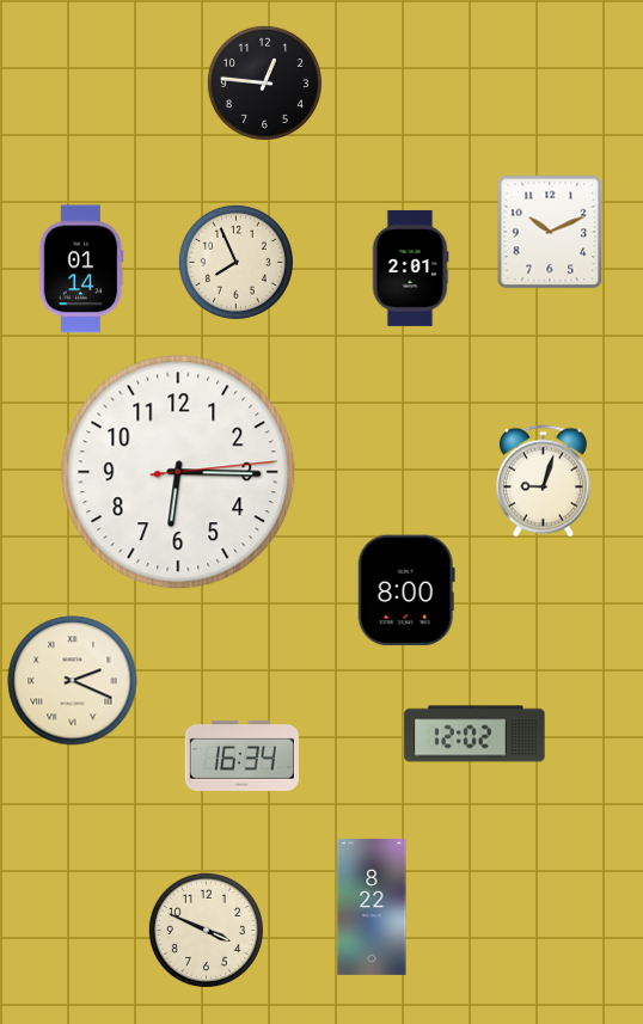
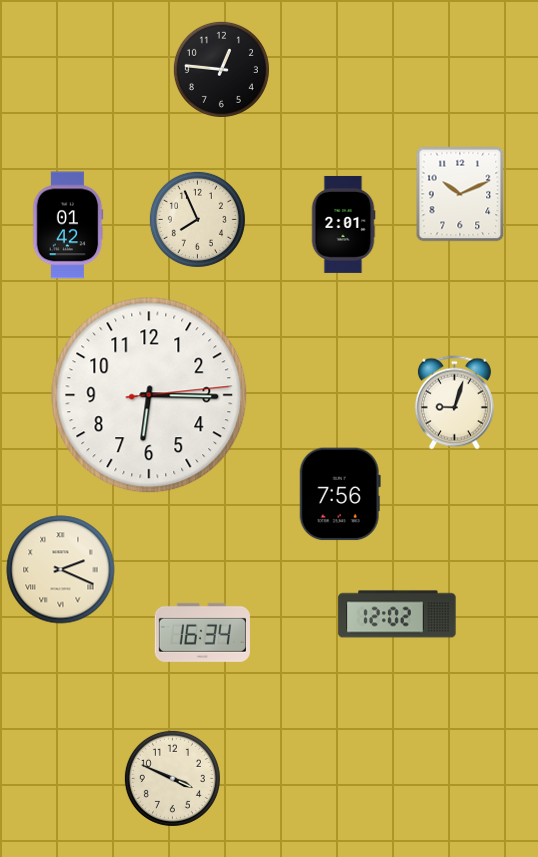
clock at (81, 269): 01:14 -> 01:42
clock at (406, 590): 8:00 -> 7:56
clock at (372, 907): 8:22 -> none
